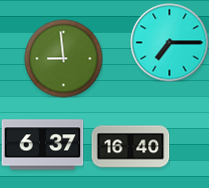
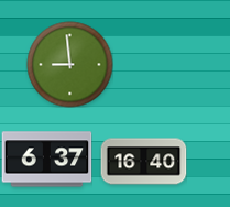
clock at (169, 42): 7:15 -> none
